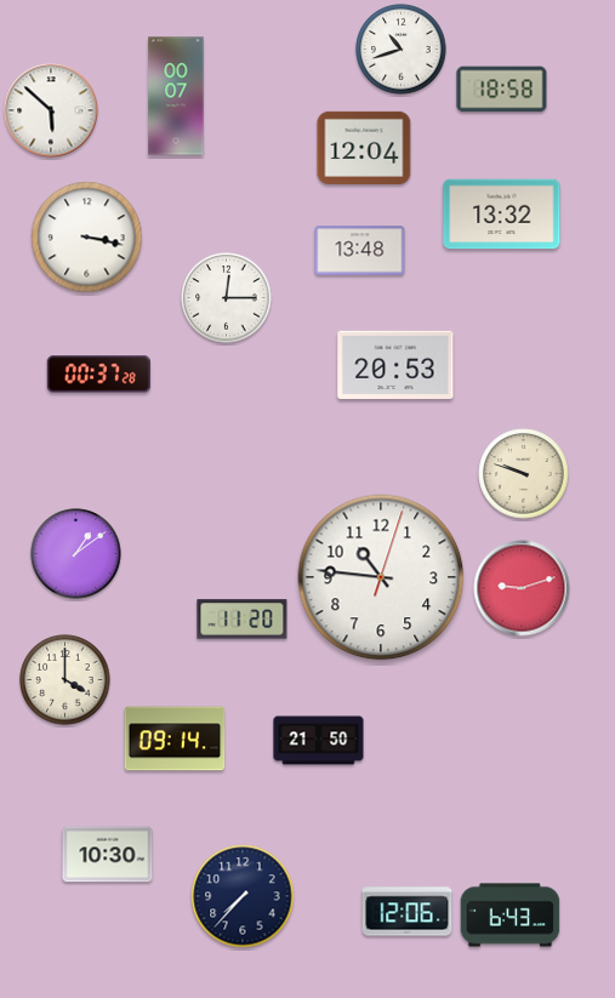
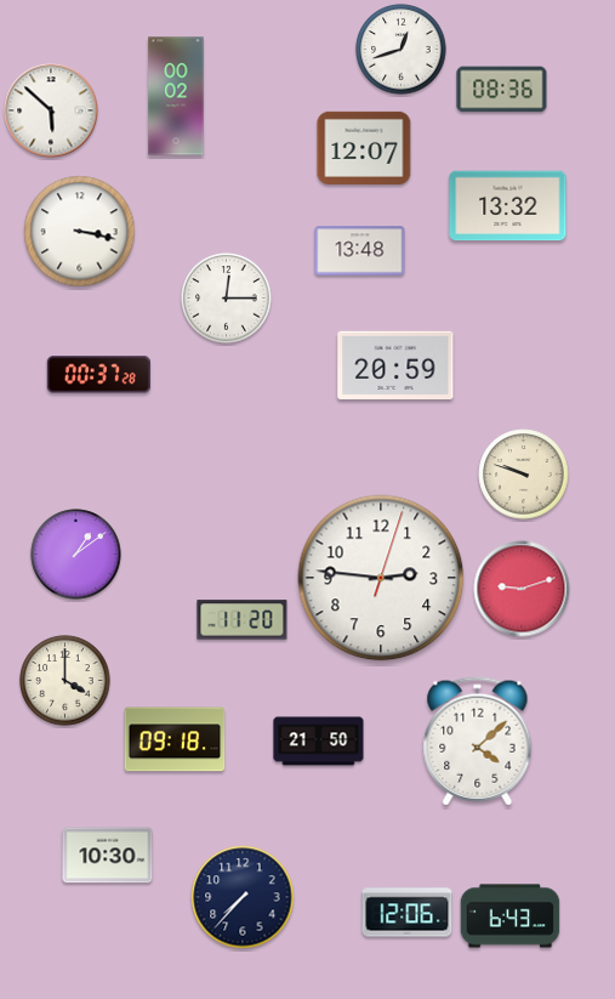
clock at (402, 50): 10:42 -> 12:42
clock at (502, 90): 18:58 -> 08:36
clock at (176, 96): 00:07 -> 00:02
clock at (364, 148): 12:04 -> 12:07
clock at (502, 215) position: (502, 215) -> (508, 206)
clock at (87, 238) position: (87, 238) -> (80, 232)
clock at (395, 364): 20:53 -> 20:59
clock at (381, 577): 10:46 -> 2:46
clock at (175, 738): 09:14 -> 09:18
clock at (478, 742): none -> 4:08
